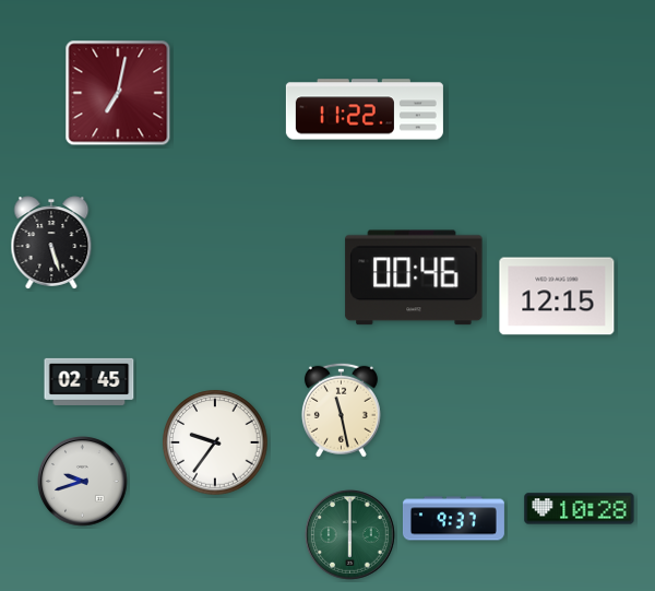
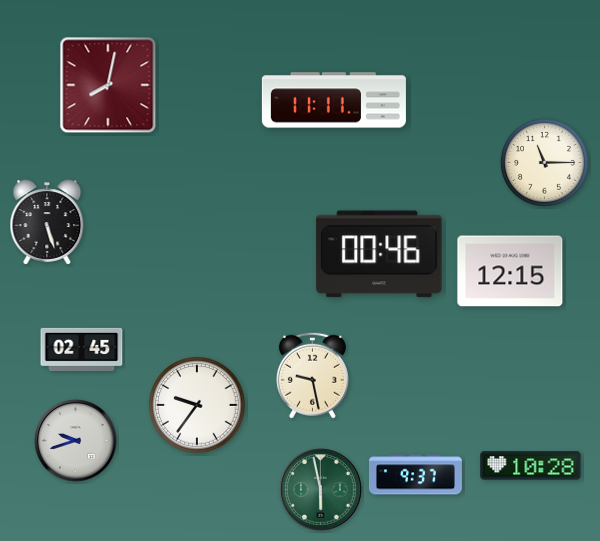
clock at (118, 93): 7:02 -> 8:02
clock at (365, 109): 11:22 -> 11:11
clock at (545, 163): none -> 11:15
clock at (341, 410): 11:28 -> 9:28
clock at (350, 535): 6:00 -> 5:58
